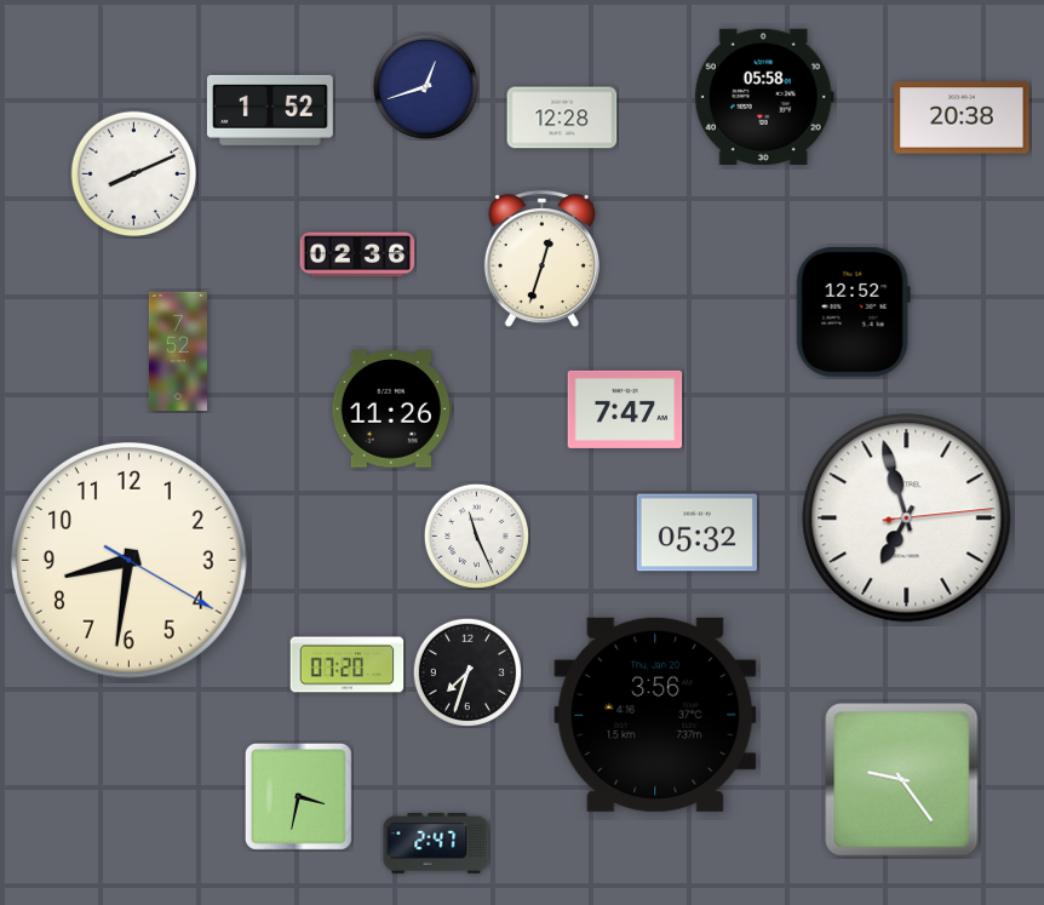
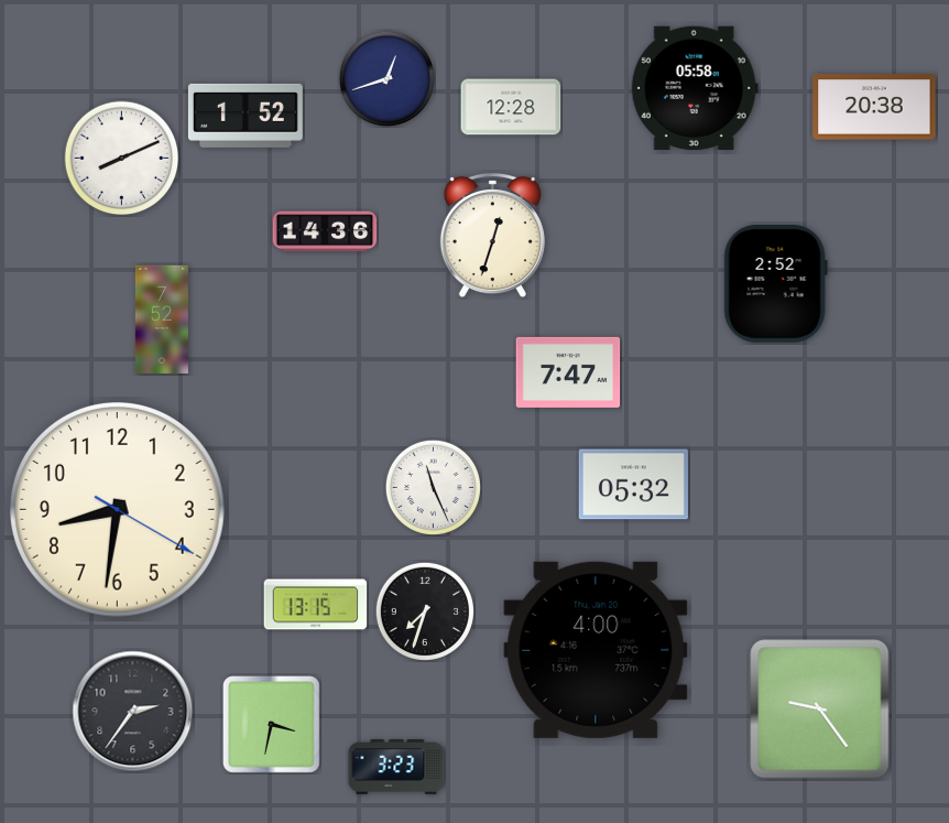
clock at (270, 110) position: (270, 110) -> (246, 116)
clock at (357, 254): 02:36 -> 14:36
clock at (853, 311): 12:52 -> 2:52
clock at (391, 409): 11:26 -> none
clock at (907, 519): 6:57 -> none
clock at (348, 665): 07:20 -> 13:15
clock at (655, 715): 3:56 -> 4:00
clock at (133, 712): none -> 2:36
clock at (436, 844): 2:47 -> 3:23
